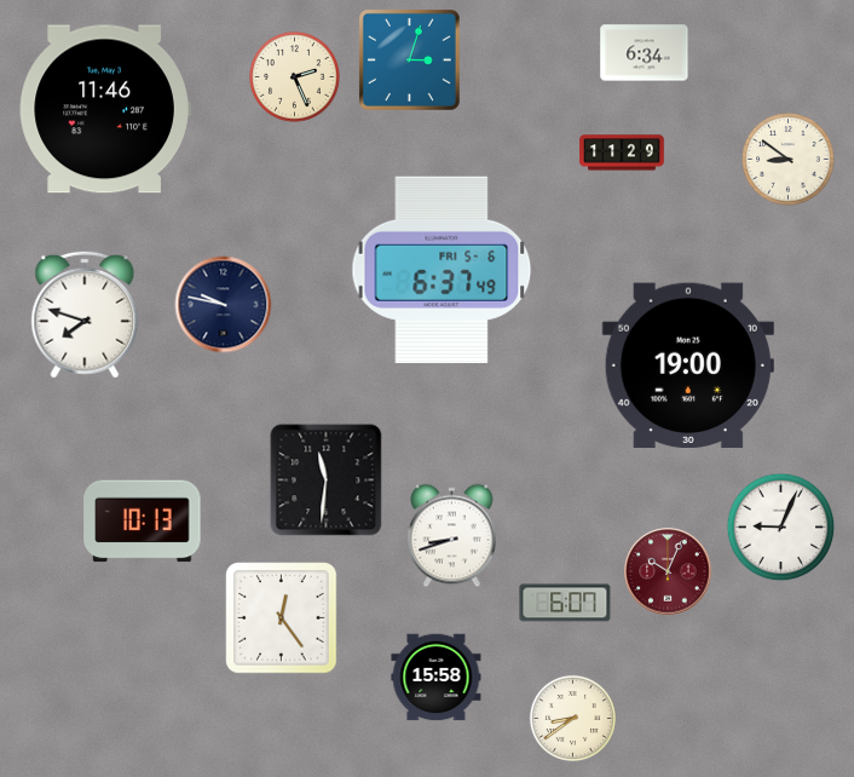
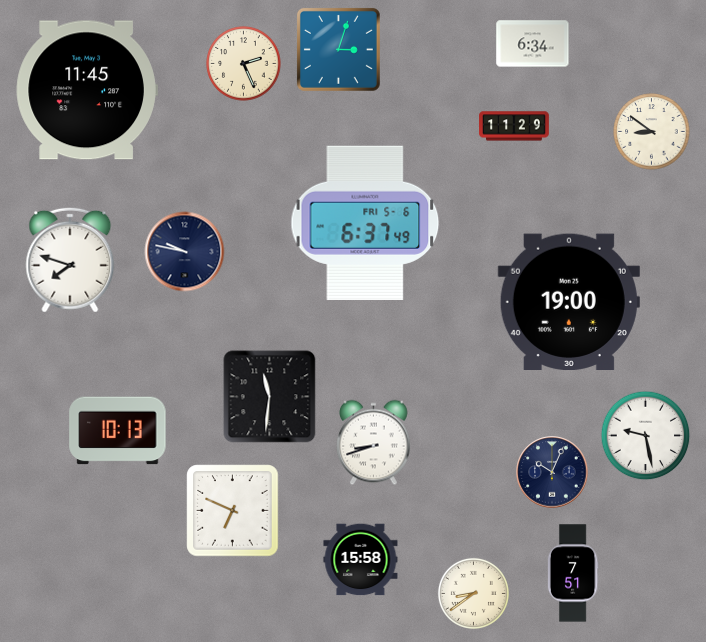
clock at (105, 109): 11:46 -> 11:45
clock at (781, 528): 9:04 -> 9:28
clock at (668, 571) dial: burgundy -> navy
clock at (565, 603): 6:07 -> none
clock at (282, 618): 12:24 -> 6:49
clock at (573, 573): none -> 7:51
